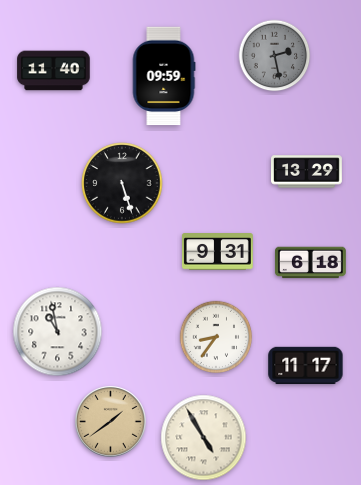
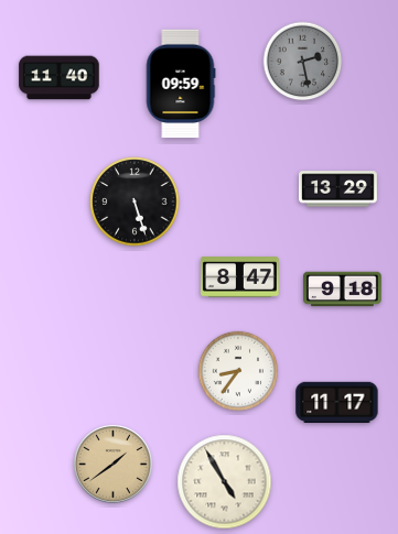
clock at (217, 252): 9:31 -> 8:47
clock at (311, 263): 6:18 -> 9:18
clock at (58, 332): 10:58 -> none
clock at (110, 421) position: (110, 421) -> (112, 464)
